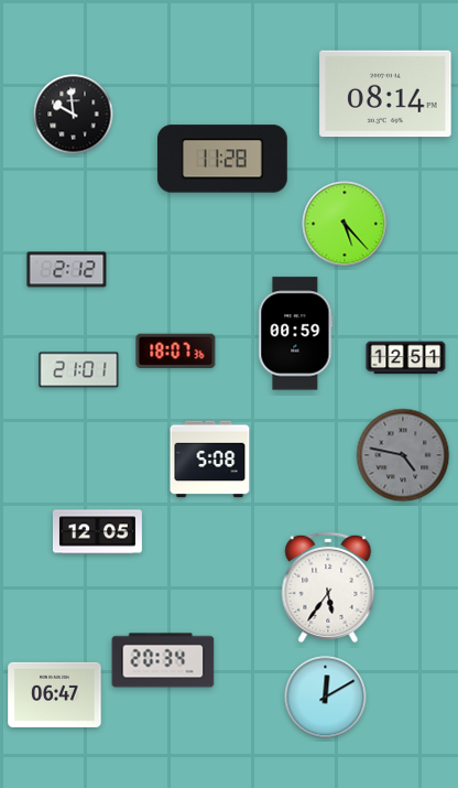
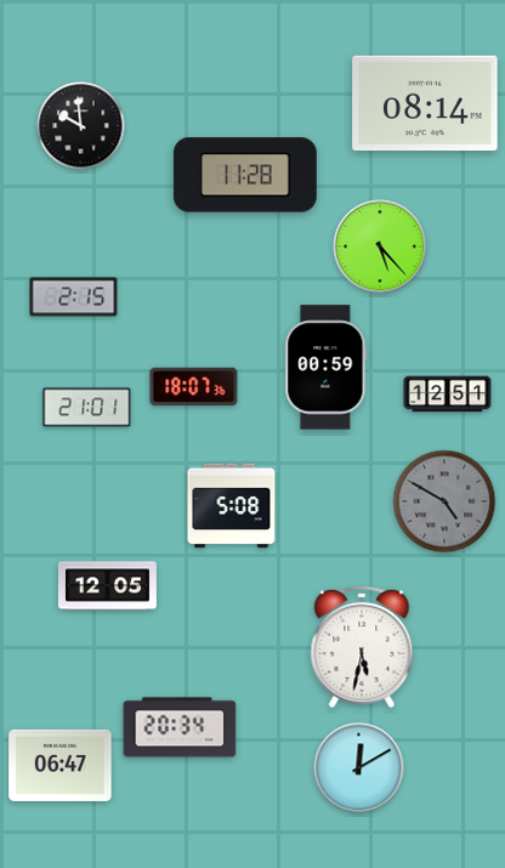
clock at (67, 270): 2:12 -> 2:15
clock at (403, 455): 4:47 -> 4:50
clock at (328, 587): 5:36 -> 5:32
